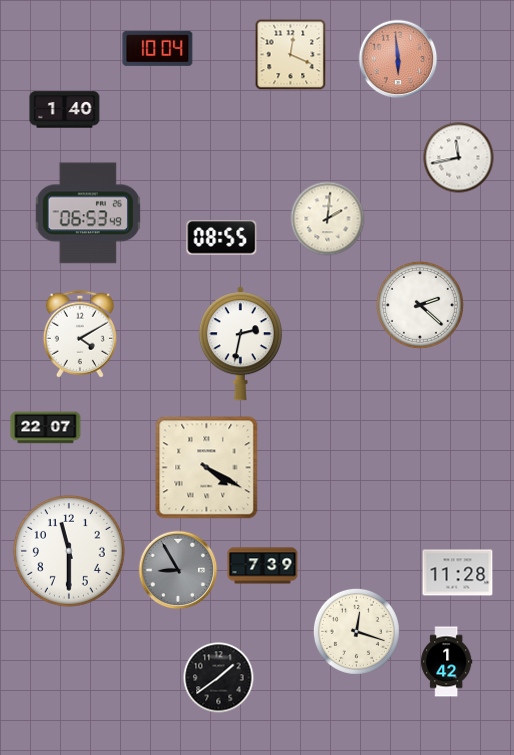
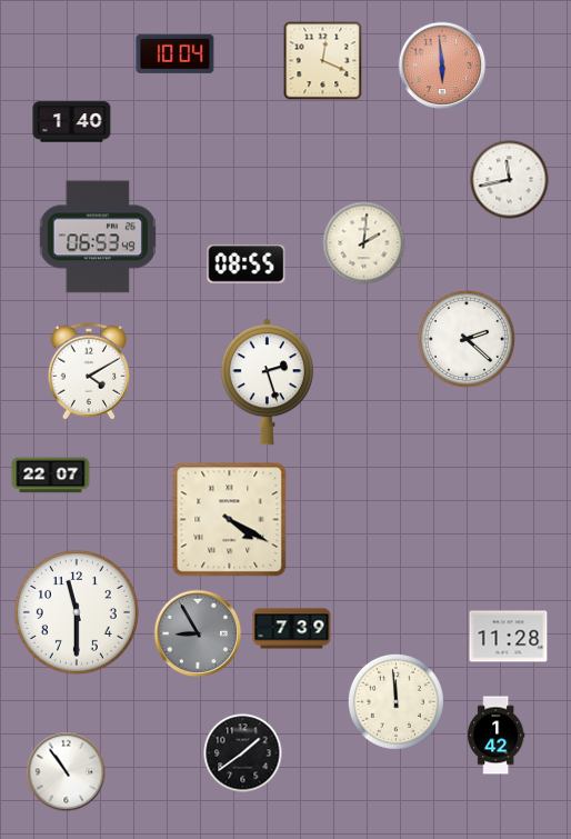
clock at (459, 158) position: (459, 158) -> (510, 180)
clock at (240, 344): 2:32 -> 2:27
clock at (356, 631): 12:18 -> 11:59
clock at (67, 772): none -> 10:54
